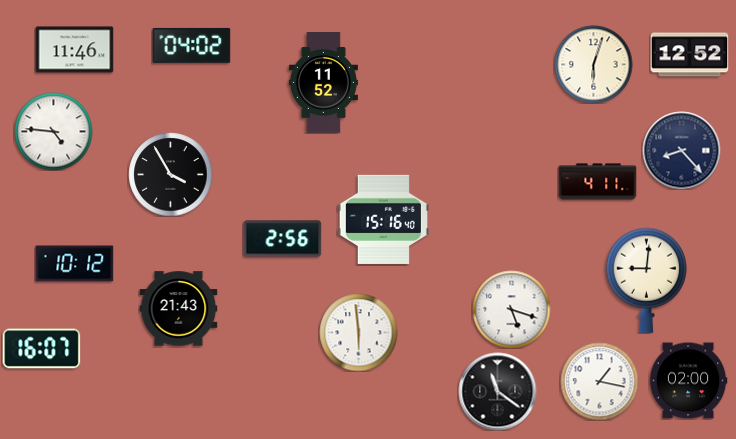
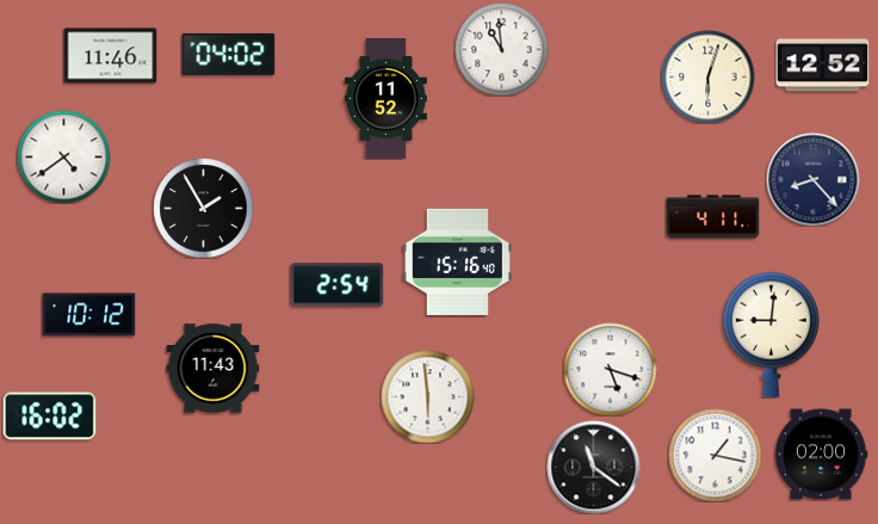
clock at (501, 49): none -> 10:59
clock at (74, 50) position: (74, 50) -> (110, 56)
clock at (53, 131): 4:46 -> 4:39
clock at (170, 174): 3:55 -> 1:55
clock at (282, 239): 2:56 -> 2:54
clock at (178, 309): 21:43 -> 11:43
clock at (41, 349): 16:07 -> 16:02
